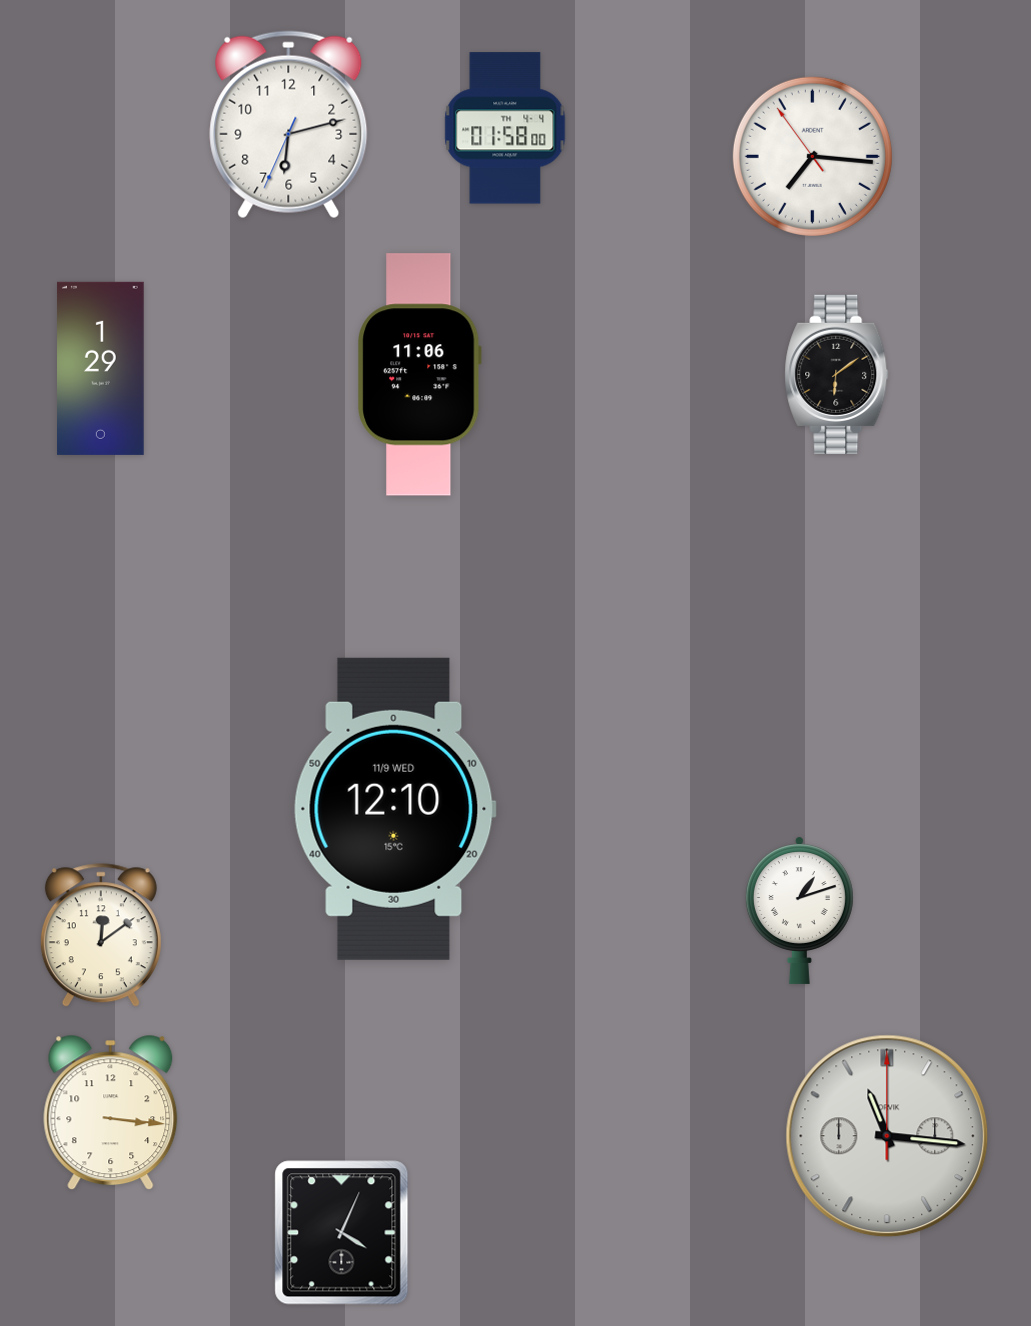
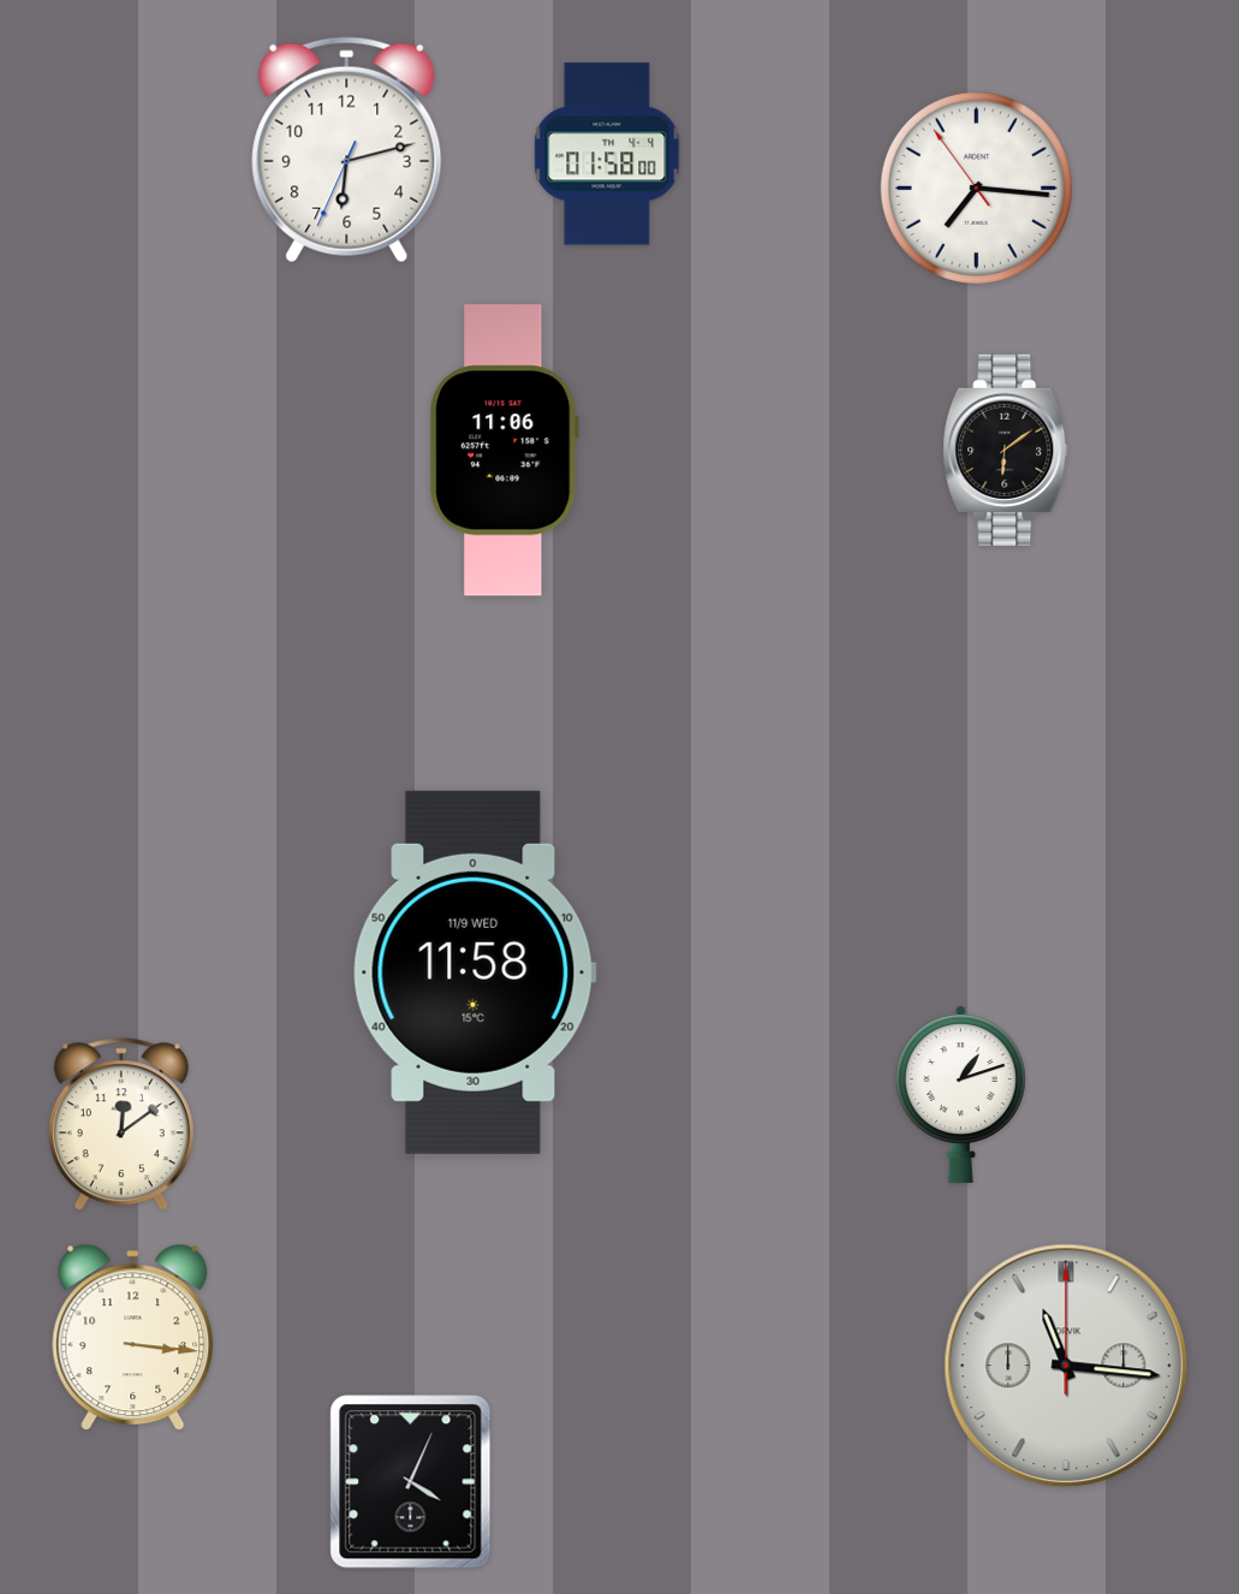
clock at (101, 368): 1:29 -> none
clock at (395, 809): 12:10 -> 11:58
